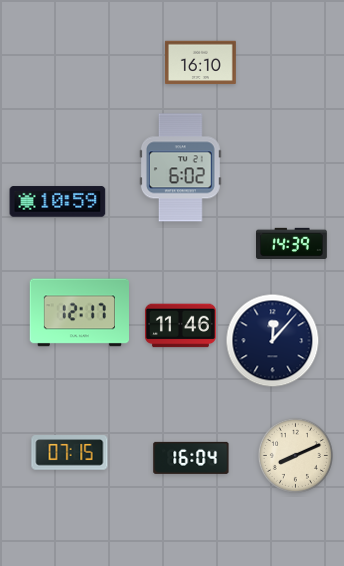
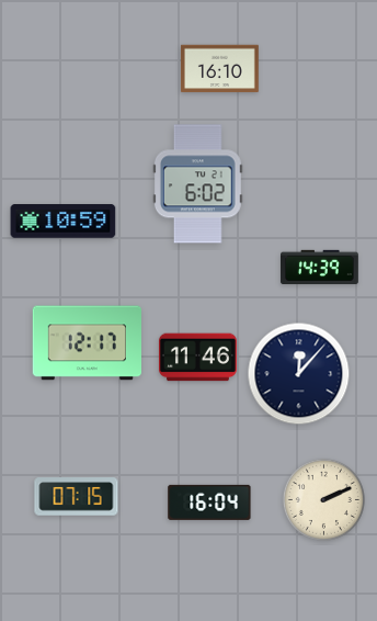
clock at (295, 455): 8:11 -> 2:11
